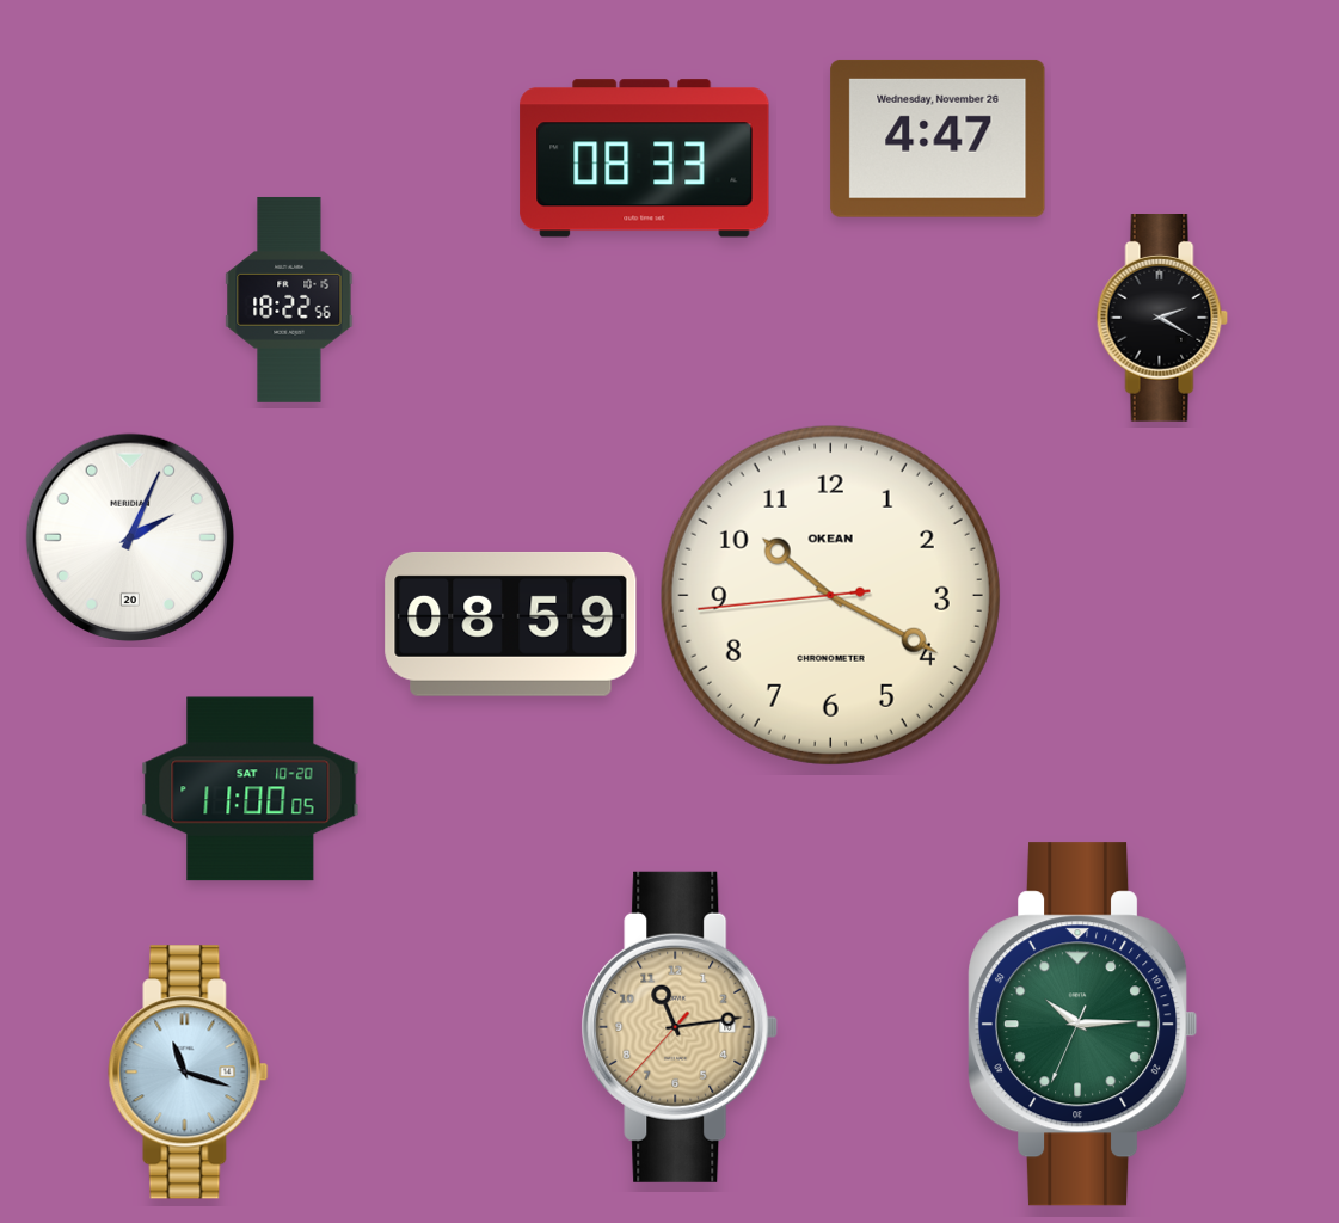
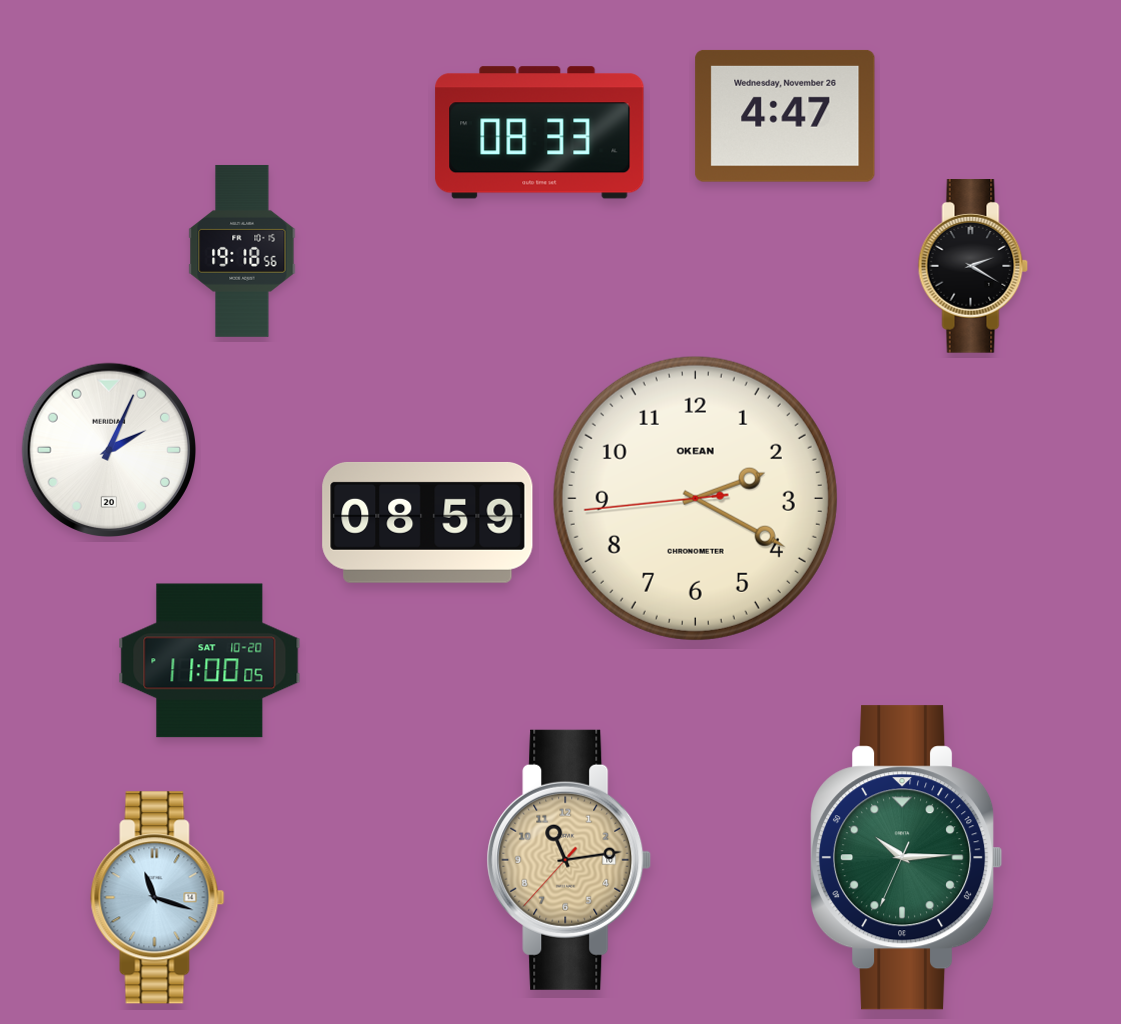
clock at (289, 300): 18:22 -> 19:18
clock at (830, 595): 10:19 -> 2:19
